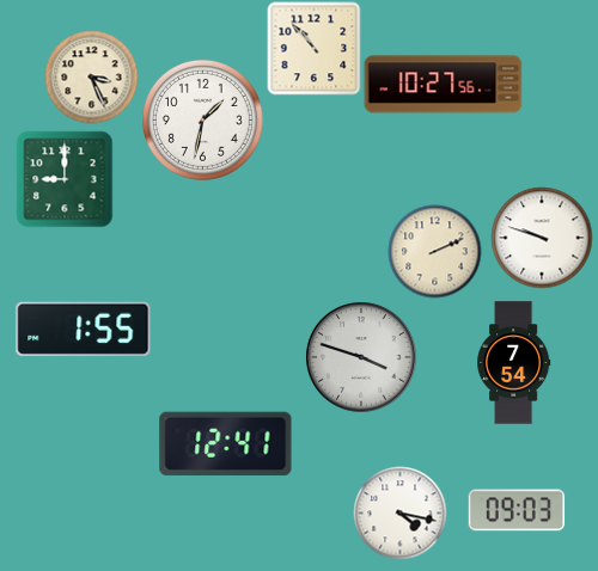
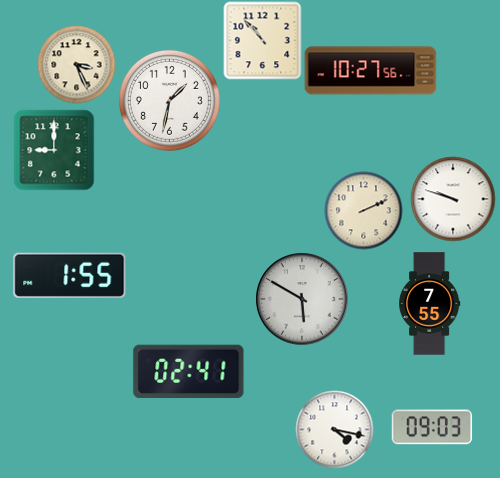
clock at (361, 357): 3:48 -> 5:50
clock at (514, 363): 7:54 -> 7:55
clock at (226, 444): 12:41 -> 02:41
